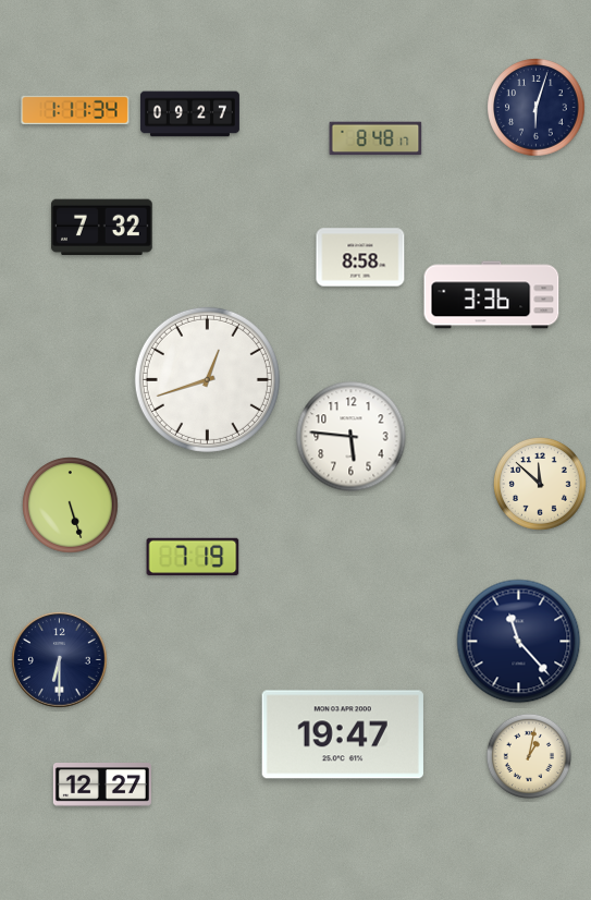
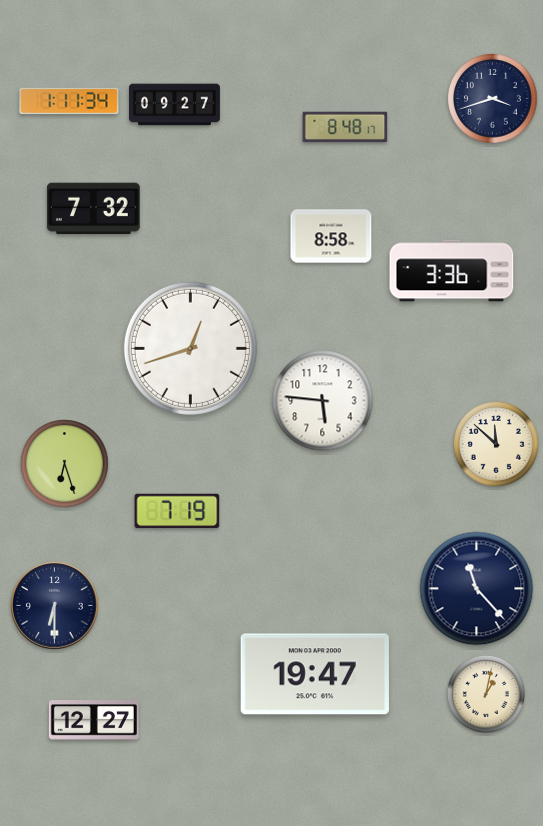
clock at (537, 108): 6:03 -> 3:42
clock at (71, 506): 5:27 -> 6:27
